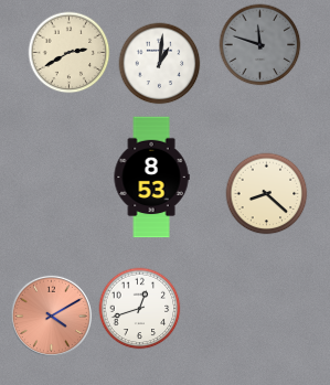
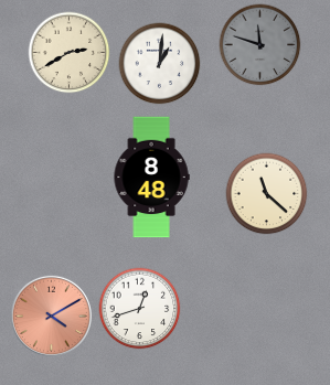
clock at (151, 178): 8:53 -> 8:48
clock at (267, 194): 8:22 -> 11:22
